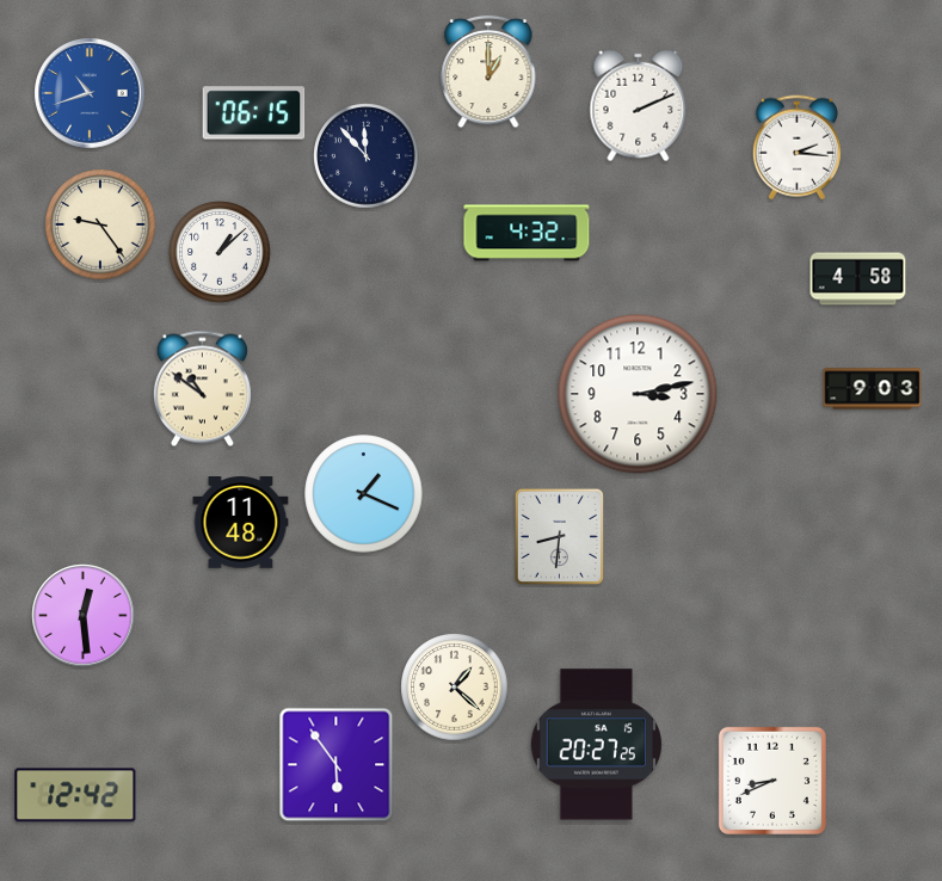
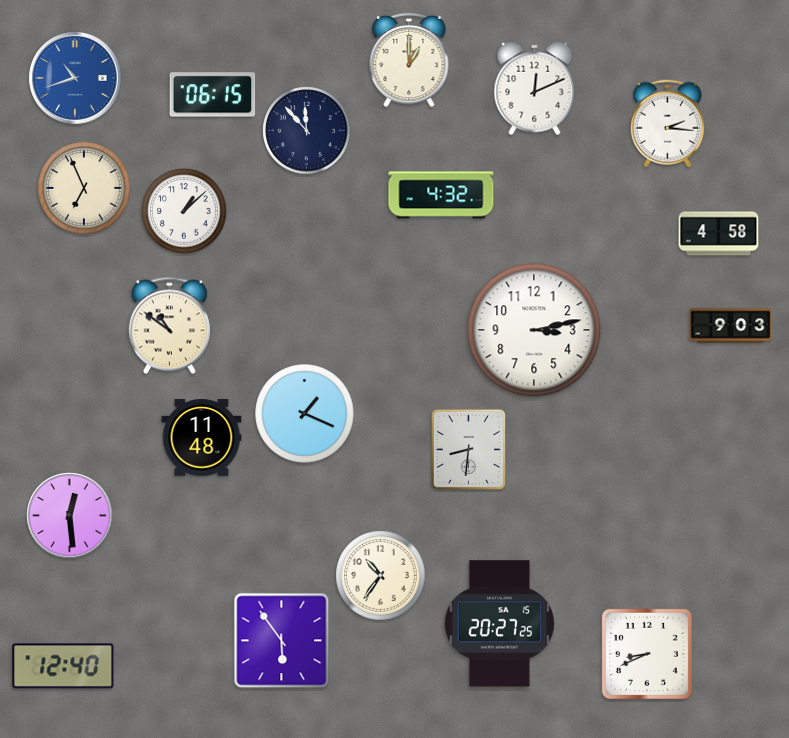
clock at (639, 106): 2:11 -> 12:11
clock at (100, 224): 9:24 -> 6:56
clock at (455, 688): 1:22 -> 10:36
clock at (75, 795): 12:42 -> 12:40
